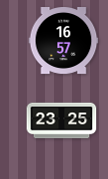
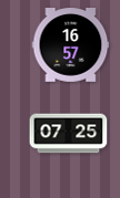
clock at (62, 121): 23:25 -> 07:25
